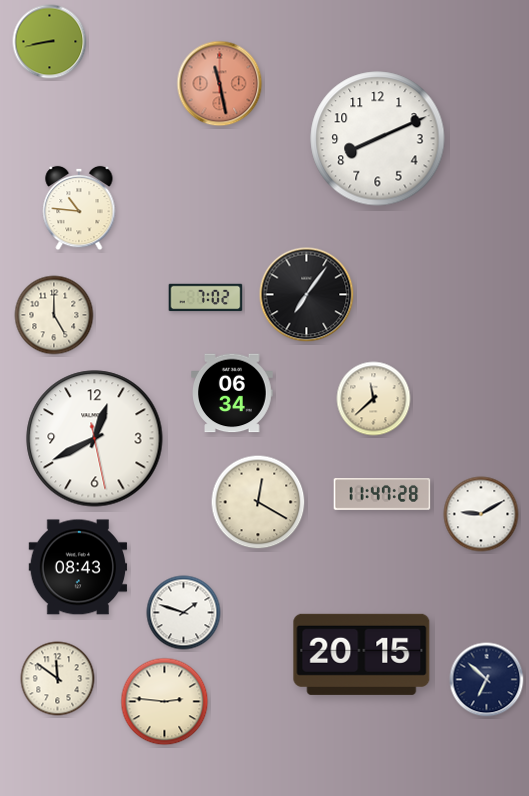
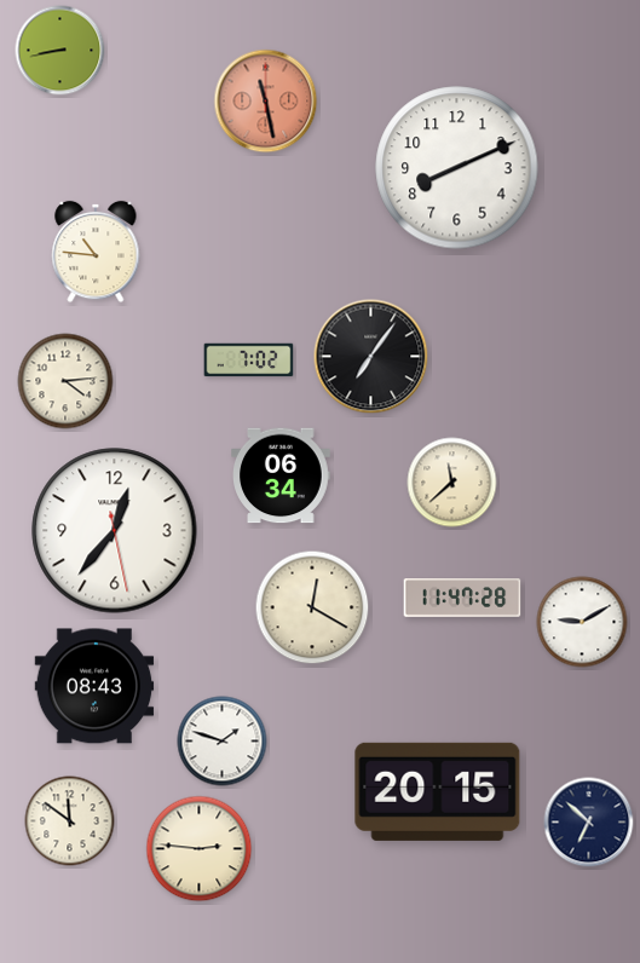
clock at (54, 315): 5:00 -> 4:14
clock at (95, 439): 12:40 -> 12:36
